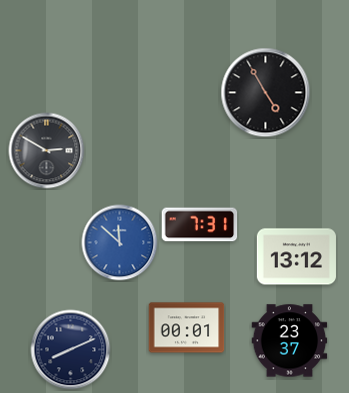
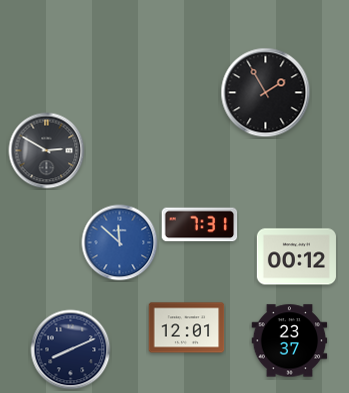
clock at (266, 93): 4:55 -> 1:55
clock at (296, 257): 13:12 -> 00:12
clock at (187, 328): 00:01 -> 12:01
